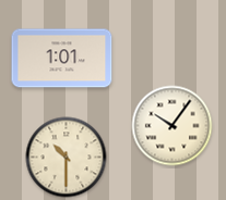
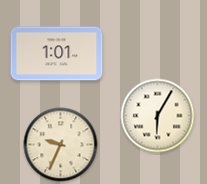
clock at (173, 126): 10:06 -> 6:05
clock at (67, 158): 10:30 -> 9:34
